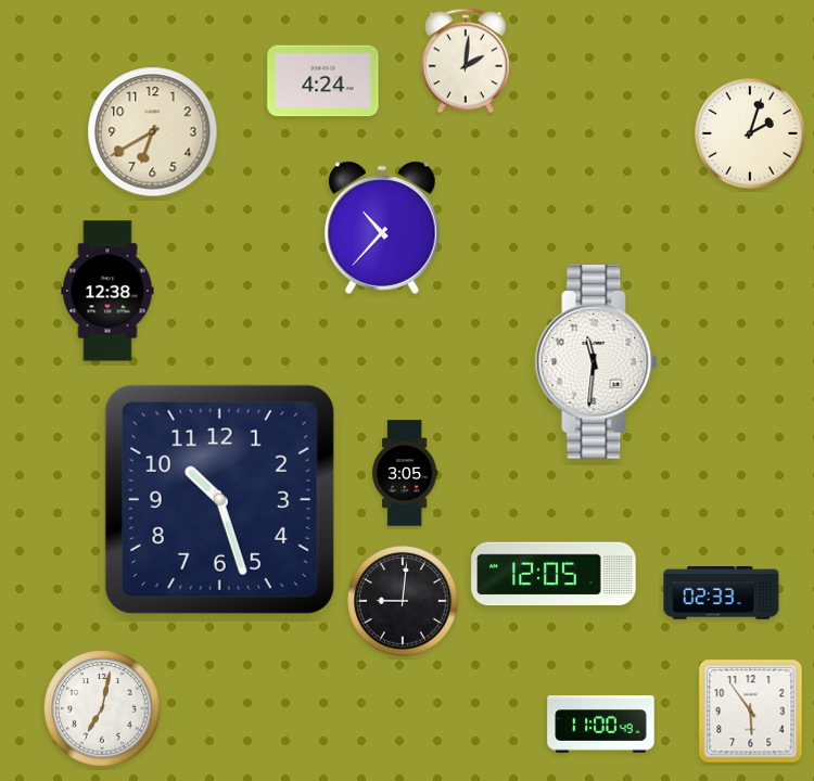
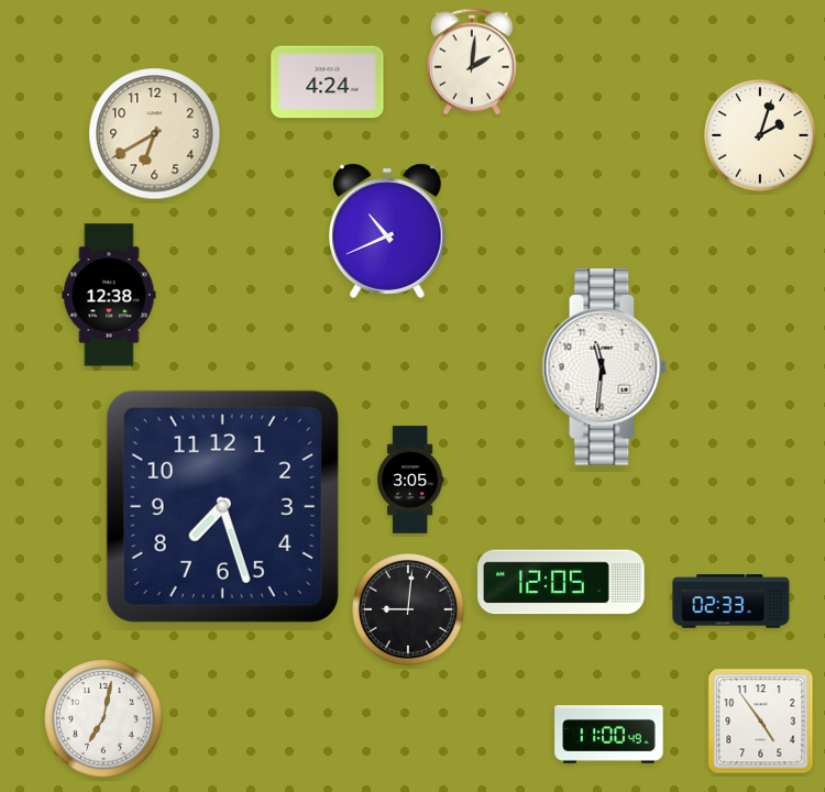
clock at (383, 228): 10:37 -> 10:41
clock at (219, 499): 10:27 -> 7:27
clock at (751, 712): 5:54 -> 4:54
